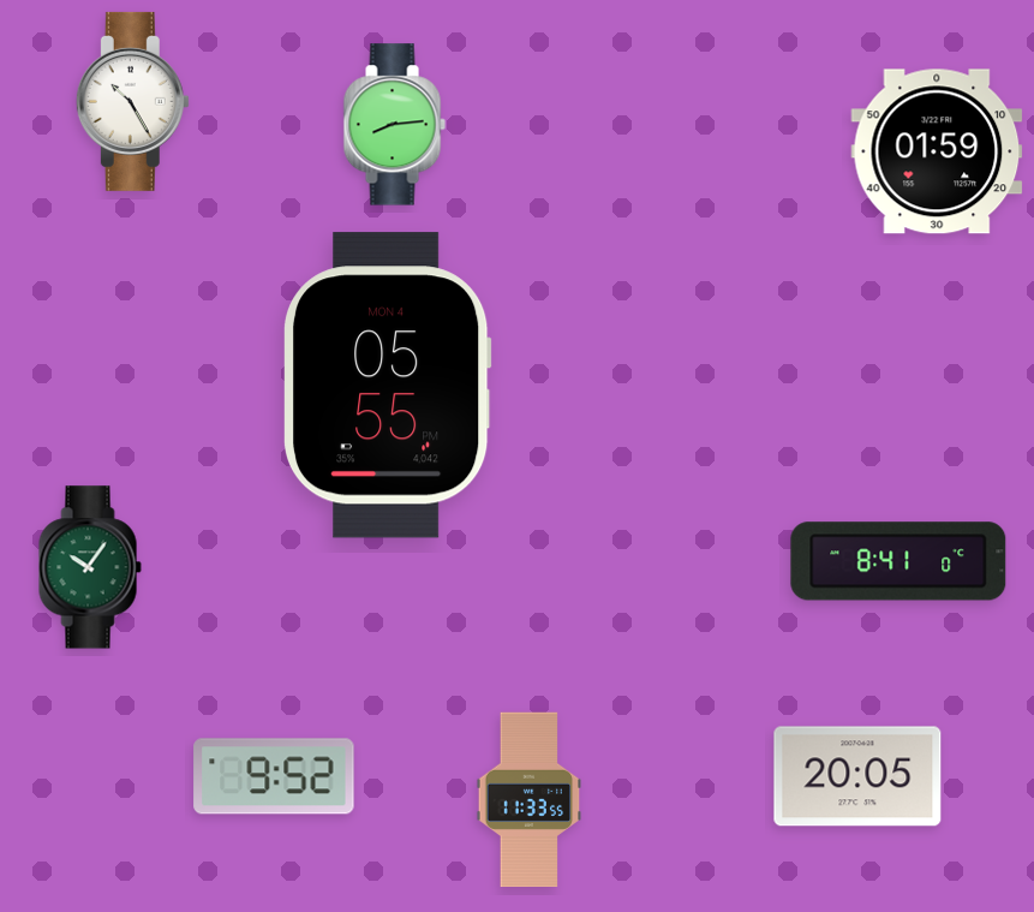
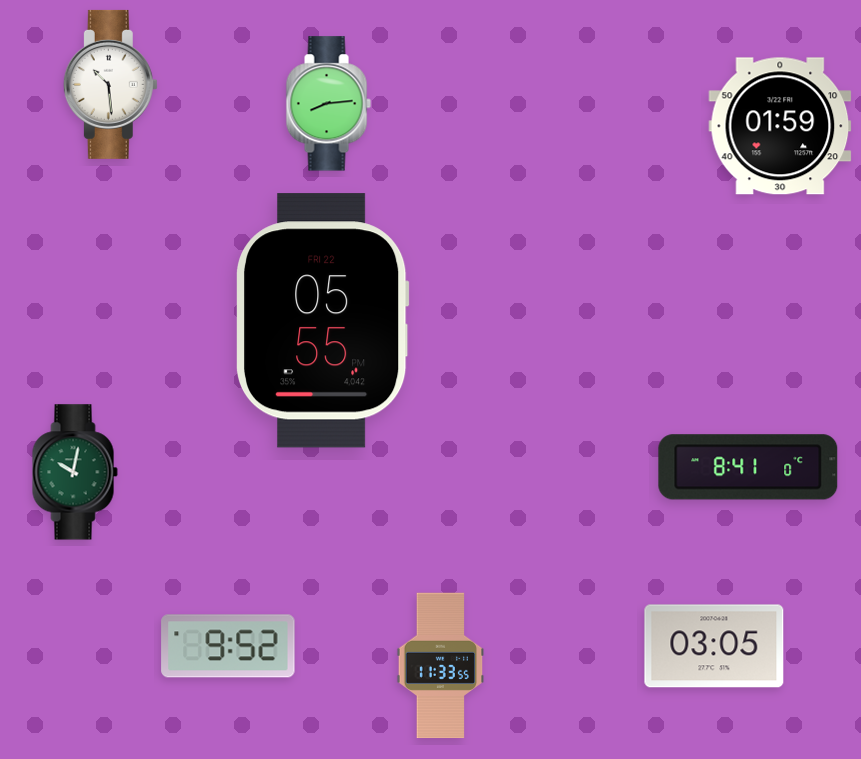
clock at (132, 101): 10:25 -> 10:29
clock at (387, 386) date: MON 4 -> FRI 22
clock at (90, 567): 10:06 -> 10:02
clock at (857, 776): 20:05 -> 03:05
